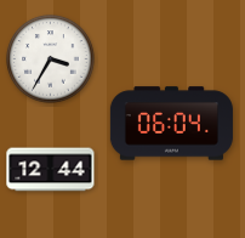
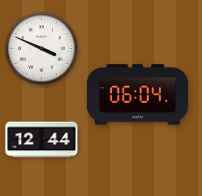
clock at (51, 59): 3:35 -> 3:49
clock at (171, 124) position: (171, 124) -> (137, 95)
